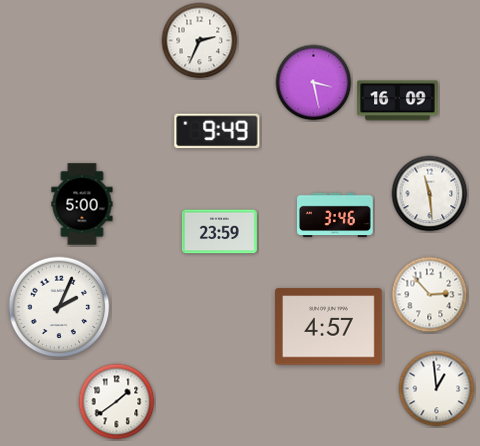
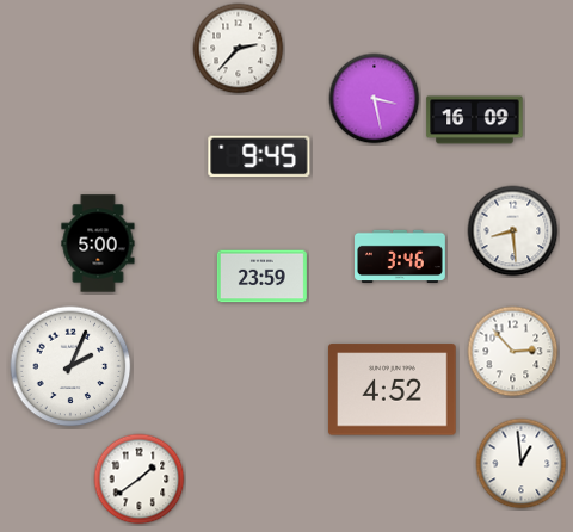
clock at (200, 41): 2:34 -> 2:37
clock at (217, 131): 9:49 -> 9:45
clock at (430, 194): 11:29 -> 8:29
clock at (328, 327): 4:57 -> 4:52
